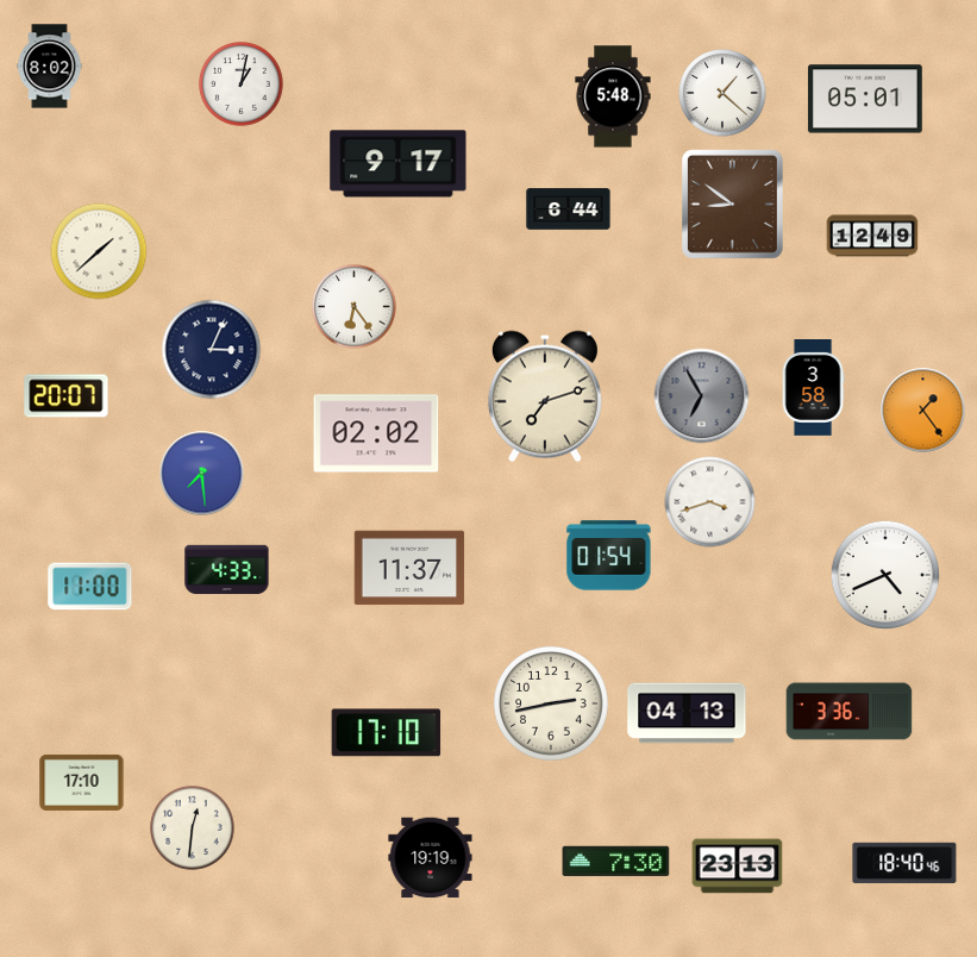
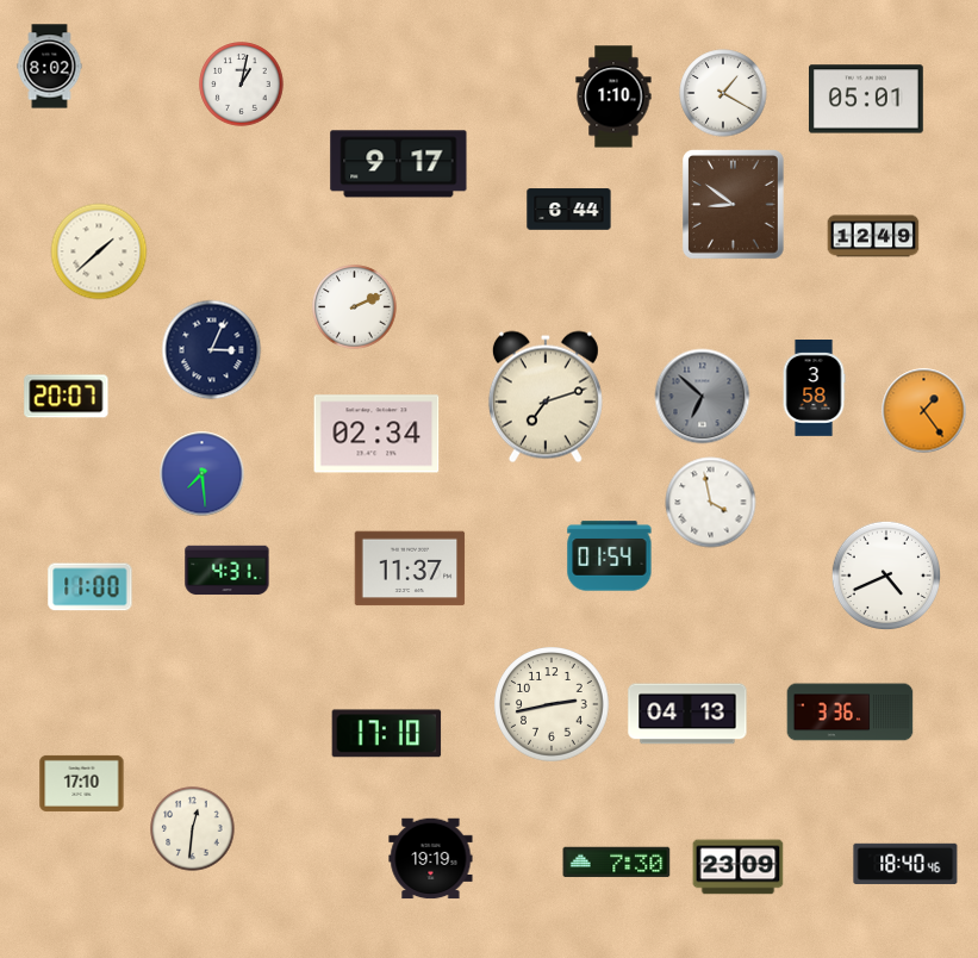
clock at (722, 93): 1:22 -> 1:20
clock at (613, 96): 5:48 -> 1:10
clock at (355, 307): 6:24 -> 2:11
clock at (702, 396): 6:55 -> 6:52
clock at (376, 433): 02:02 -> 02:34
clock at (710, 502): 3:42 -> 3:58
clock at (227, 570): 4:33 -> 4:31
clock at (738, 867): 23:13 -> 23:09
